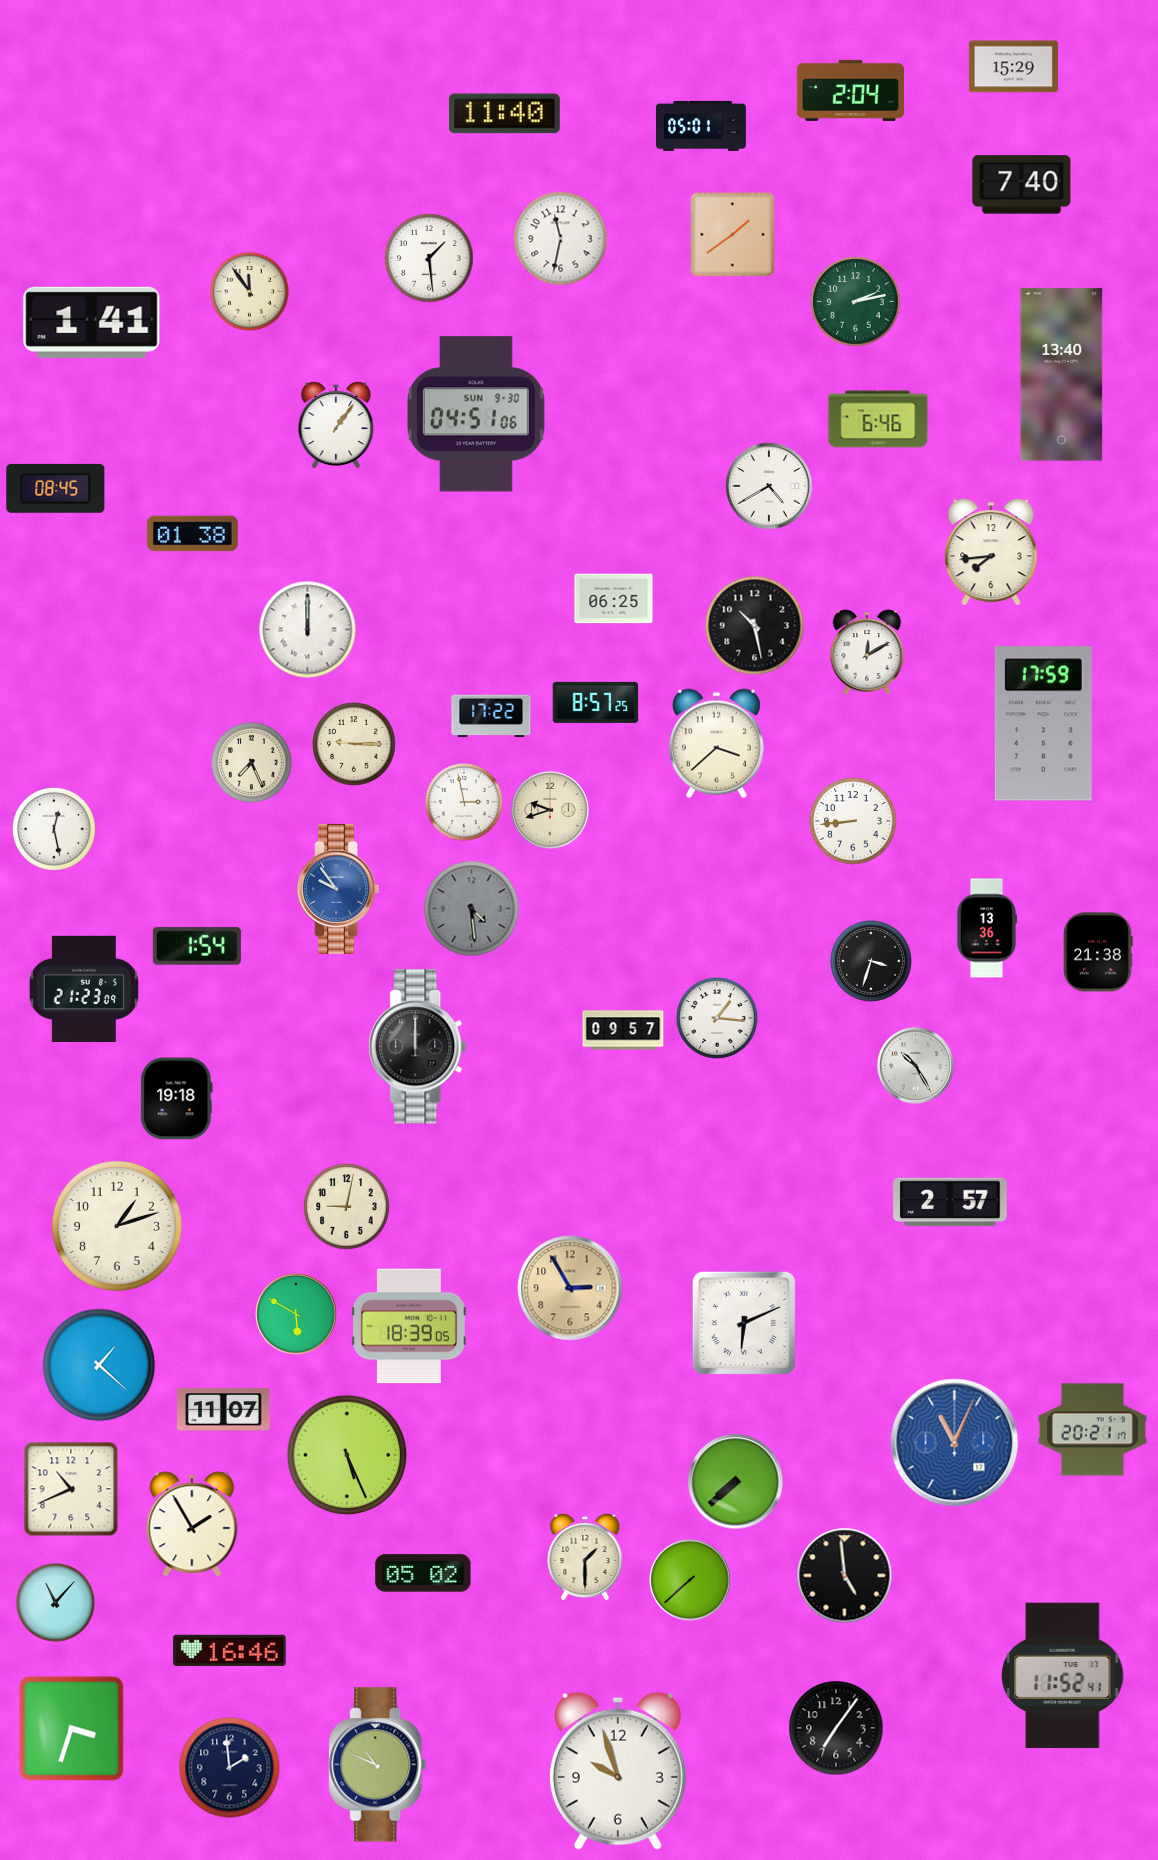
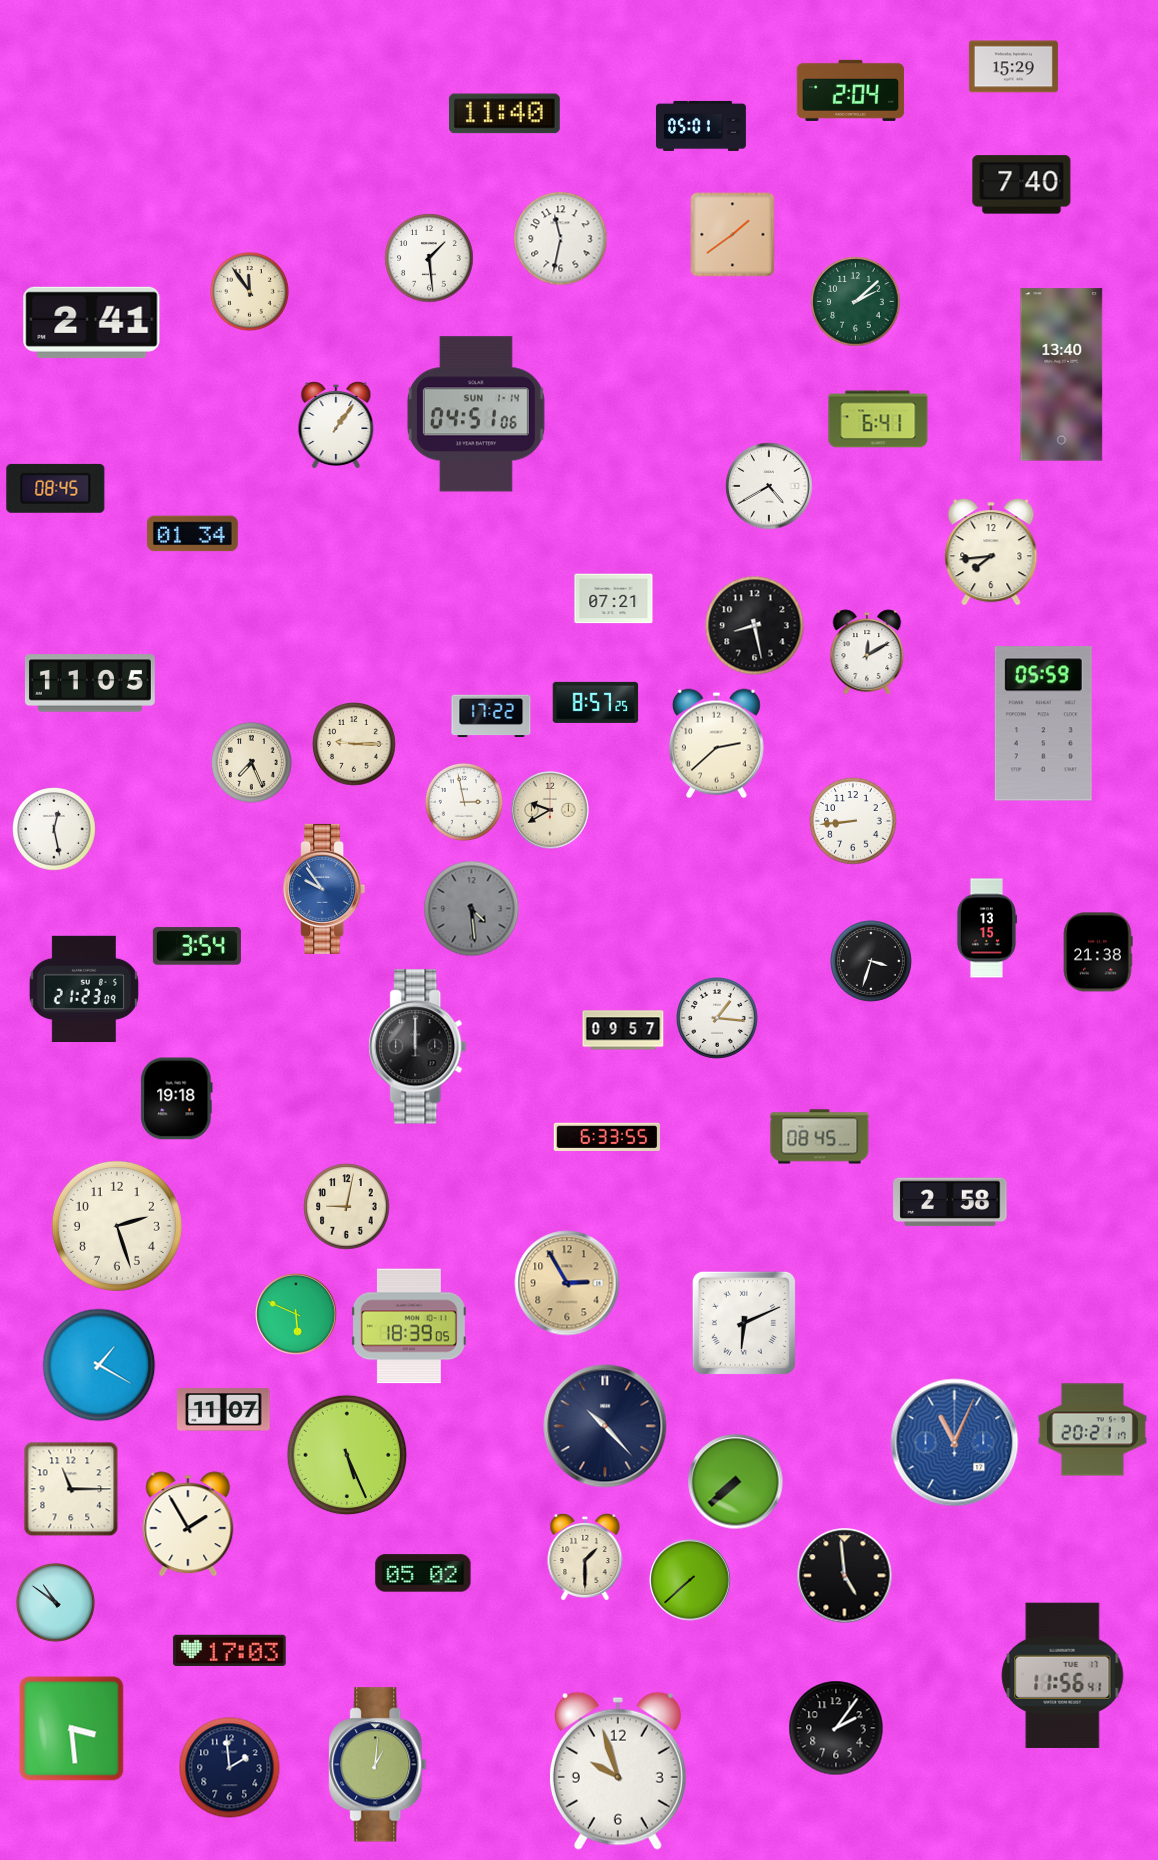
clock at (856, 302): 2:13 -> 2:08
clock at (92, 322): 1:41 -> 2:41
clock at (476, 414) date: SUN 9-30 -> SUN 1-14
clock at (878, 419): 6:46 -> 6:41
clock at (193, 534): 01:38 -> 01:34
clock at (614, 599): 06:25 -> 07:21
clock at (755, 626): 10:28 -> 8:28
clock at (308, 630): 12:00 -> none
clock at (90, 683): none -> 11:05
clock at (1043, 724): 17:59 -> 05:59
clock at (716, 744): 3:38 -> 2:38
clock at (550, 810): 9:42 -> 9:40
clock at (338, 889) position: (338, 889) -> (324, 889)
clock at (986, 928): 13:36 -> 13:15
clock at (197, 946): 1:54 -> 3:54
clock at (916, 1066): 10:25 -> none
clock at (606, 1137): none -> 6:33
clock at (820, 1137): none -> 08:45
clock at (950, 1202): 2:57 -> 2:58
clock at (117, 1226): 1:12 -> 2:27
clock at (570, 1288) position: (570, 1288) -> (567, 1283)
clock at (296, 1314): 5:50 -> 5:49
clock at (99, 1365): 1:22 -> 1:20
clock at (605, 1426): none -> 10:23
clock at (71, 1489): 10:41 -> 11:15
clock at (192, 1524) position: (192, 1524) -> (188, 1524)
clock at (55, 1602): 11:07 -> 10:51
clock at (230, 1650): 16:46 -> 17:03
clock at (1063, 1675): 11:52 -> 11:56
clock at (836, 1728): 7:06 -> 2:06
clock at (72, 1729): 3:33 -> 3:29
clock at (378, 1765): 10:49 -> 1:01
